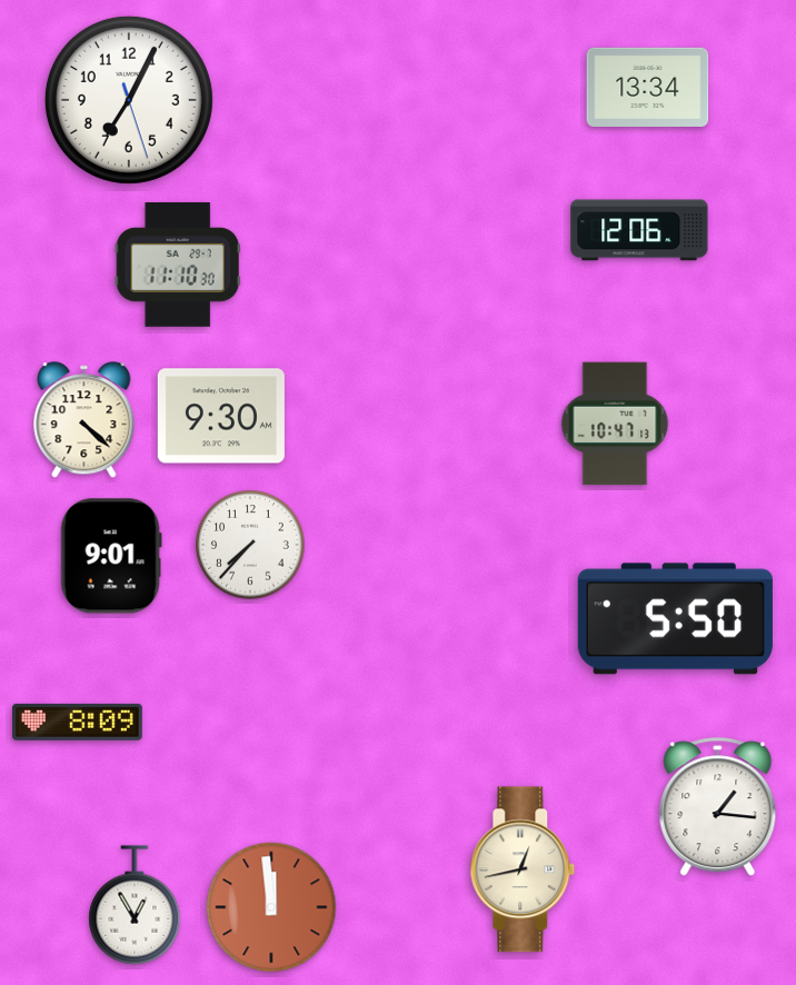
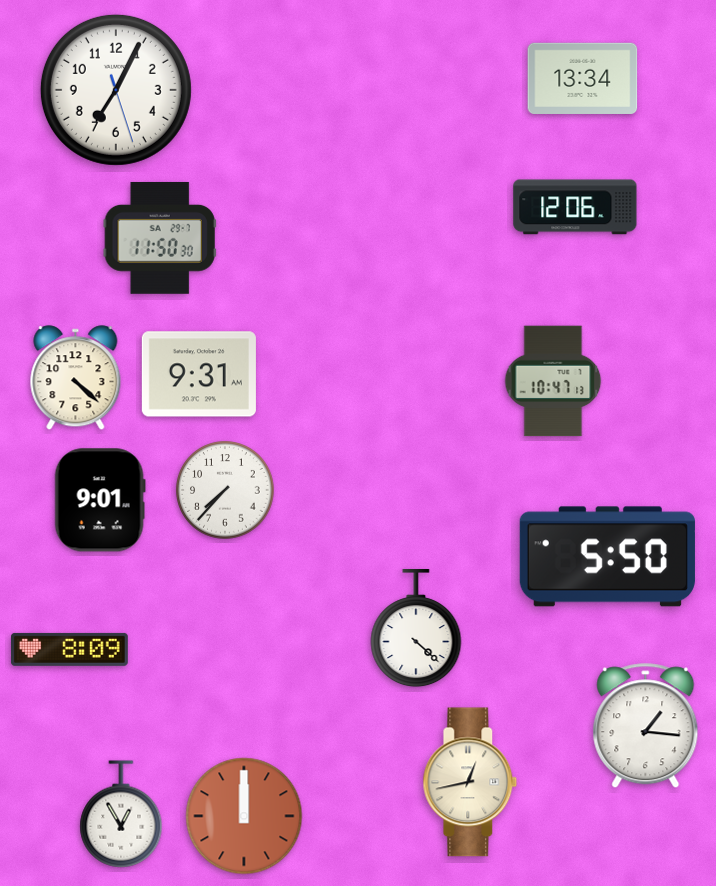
clock at (178, 265): 11:10 -> 11:50
clock at (221, 416): 9:30 -> 9:31
clock at (416, 629): none -> 4:22
clock at (271, 907): 11:59 -> 12:00
